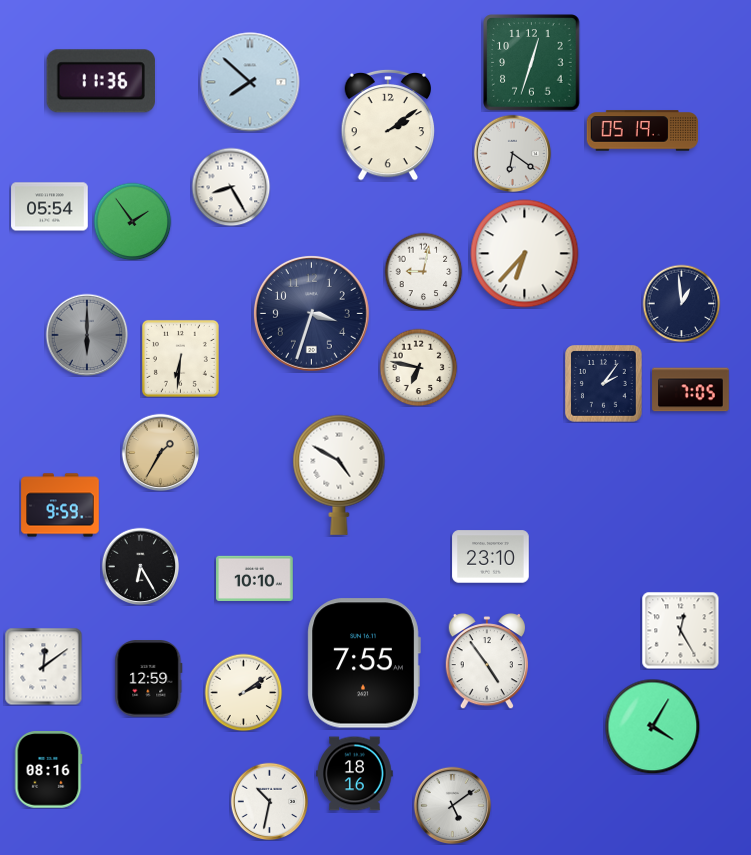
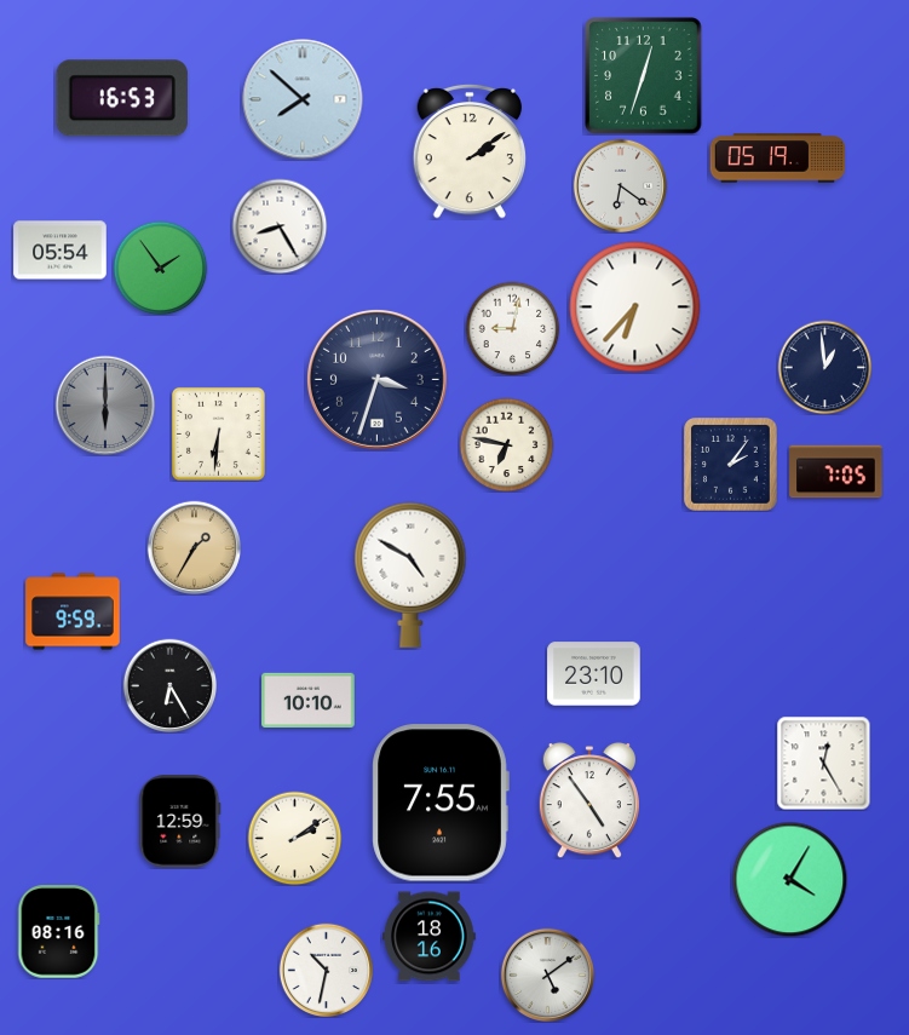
clock at (101, 81): 11:36 -> 16:53
clock at (43, 666): 12:09 -> none
